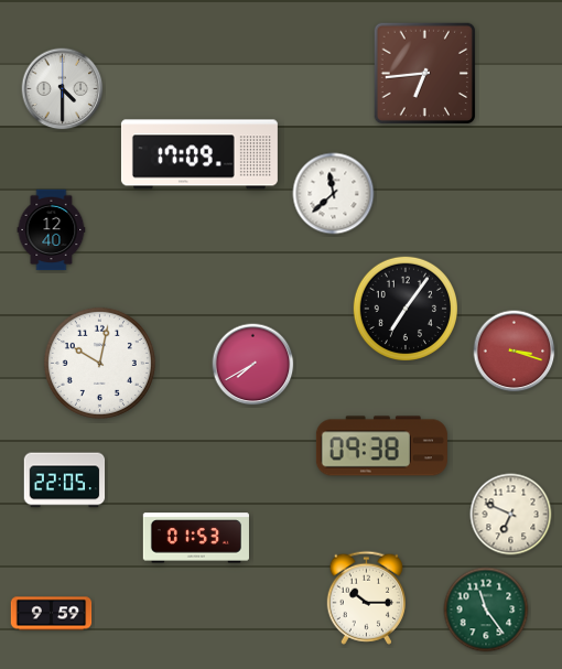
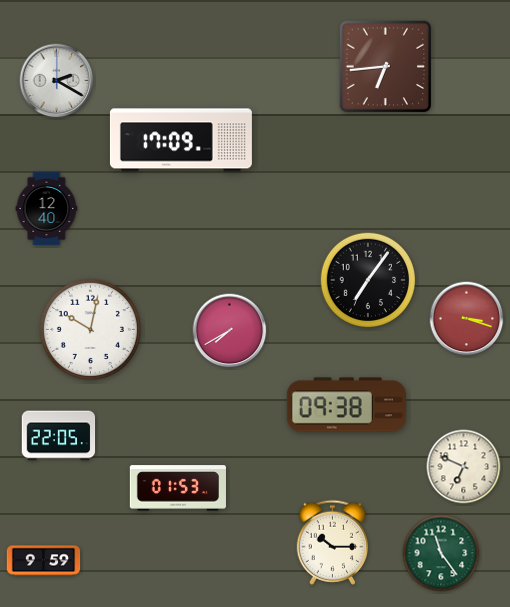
clock at (63, 89): 4:30 -> 2:20
clock at (334, 194): 11:38 -> none
clock at (52, 614) position: (52, 614) -> (44, 561)
